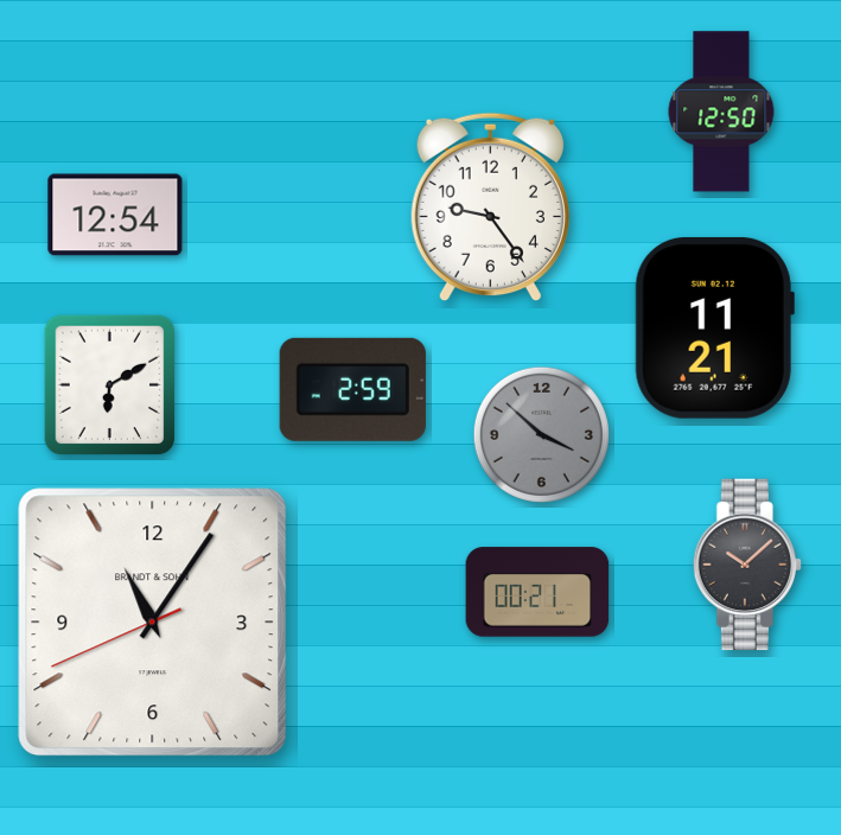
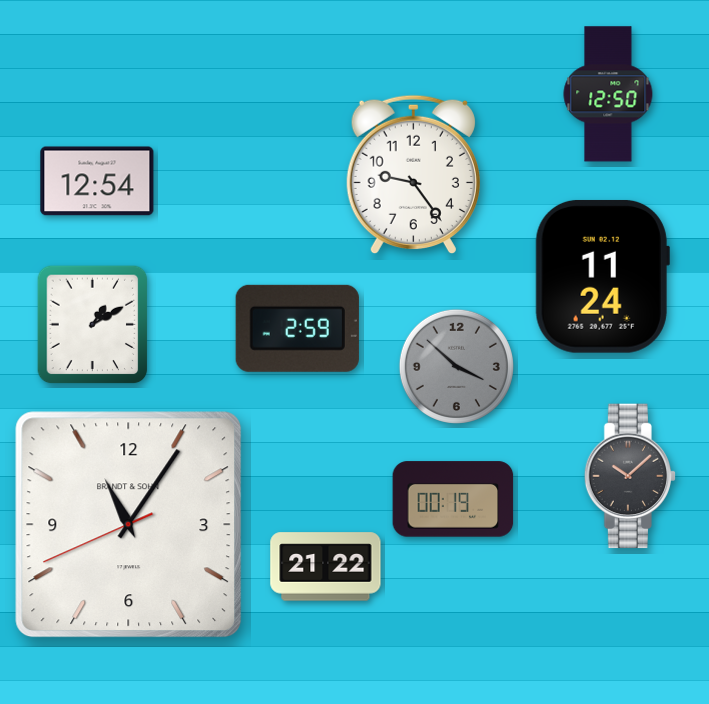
clock at (714, 327): 11:21 -> 11:24
clock at (110, 385): 6:10 -> 1:10
clock at (537, 592): 00:21 -> 00:19
clock at (326, 567): none -> 21:22
